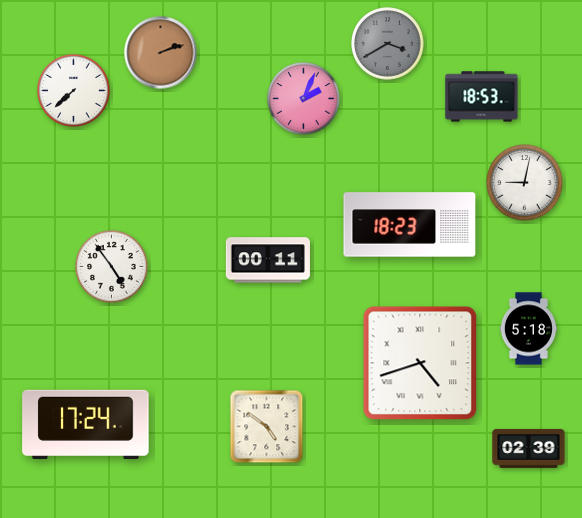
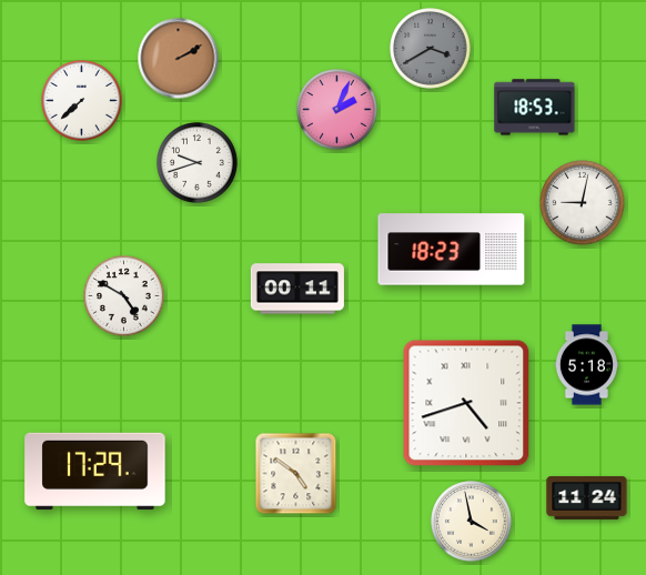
clock at (161, 53): 2:12 -> 2:10
clock at (198, 163): none -> 9:42
clock at (410, 225) position: (410, 225) -> (452, 250)
clock at (112, 267): 4:54 -> 4:50
clock at (86, 425): 17:24 -> 17:29
clock at (529, 448): 02:39 -> 11:24
clock at (472, 522): none -> 3:58
